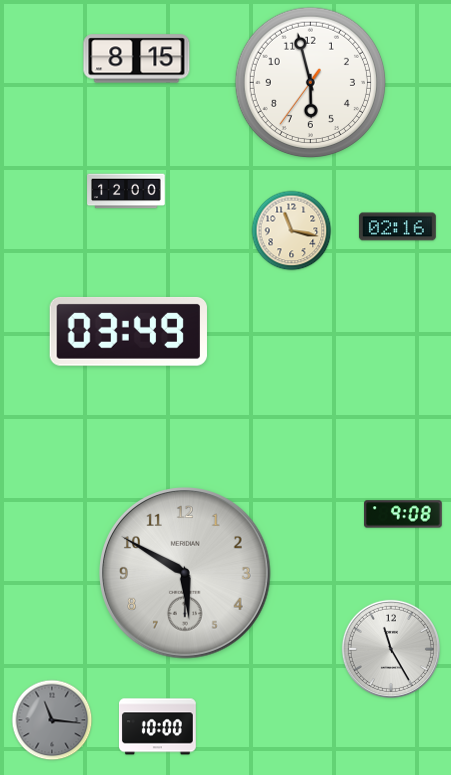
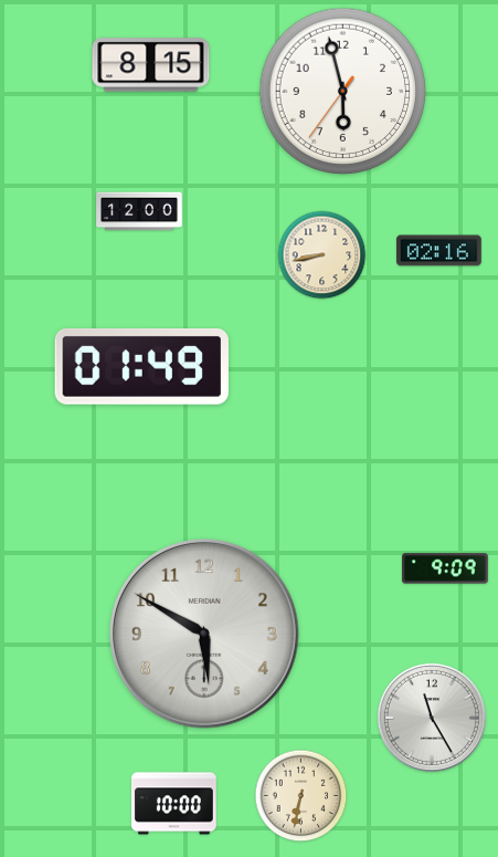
clock at (292, 231): 11:17 -> 8:43
clock at (128, 331): 03:49 -> 01:49
clock at (403, 514): 9:08 -> 9:09
clock at (52, 720): 11:16 -> none
clock at (301, 796): none -> 6:32
